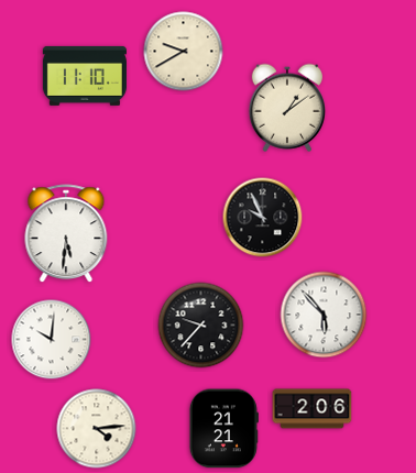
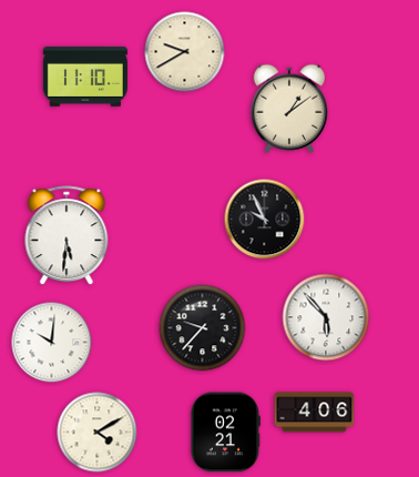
clock at (313, 409): 2:06 -> 4:06
clock at (97, 429): 4:14 -> 4:10
clock at (223, 429): 21:21 -> 02:21
